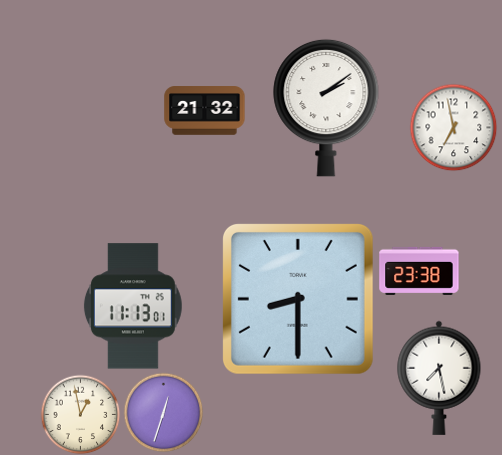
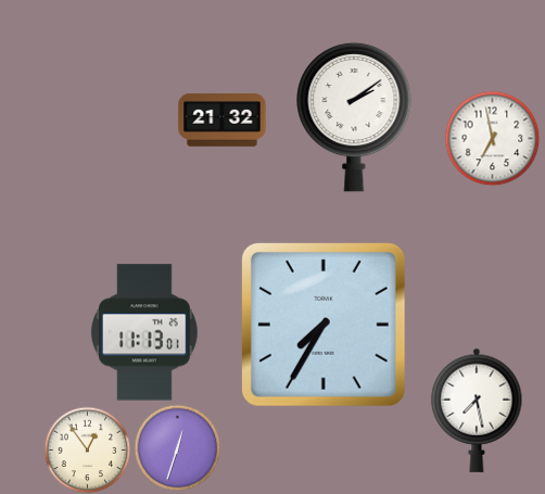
clock at (419, 271): 23:38 -> none
clock at (298, 299): 8:30 -> 7:35
clock at (80, 414): 12:58 -> 12:54
